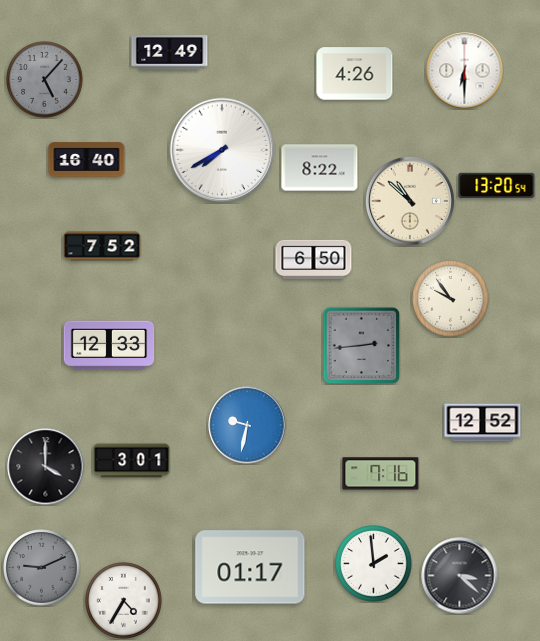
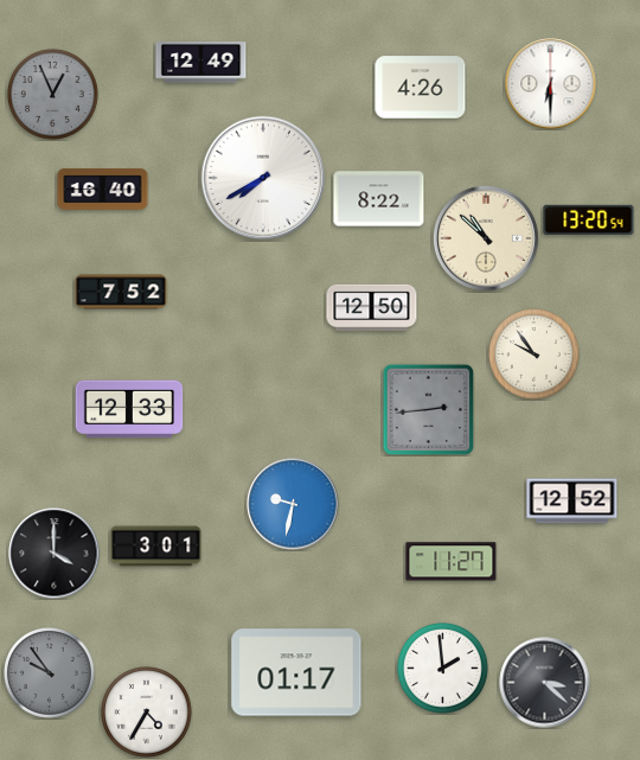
clock at (45, 80): 5:07 -> 12:56
clock at (314, 259): 6:50 -> 12:50
clock at (381, 474): 7:16 -> 11:27
clock at (42, 568): 9:11 -> 9:54
